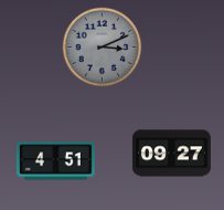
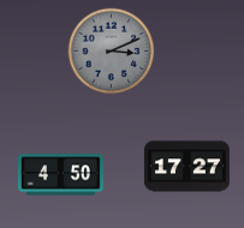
clock at (171, 154): 09:27 -> 17:27
clock at (55, 161): 4:51 -> 4:50
